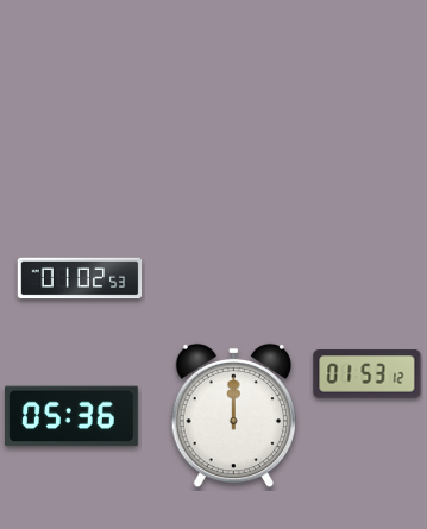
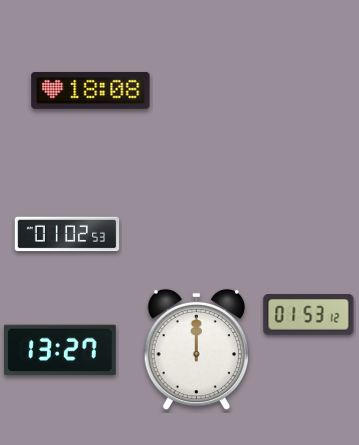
clock at (91, 90): none -> 18:08
clock at (73, 416): 05:36 -> 13:27
